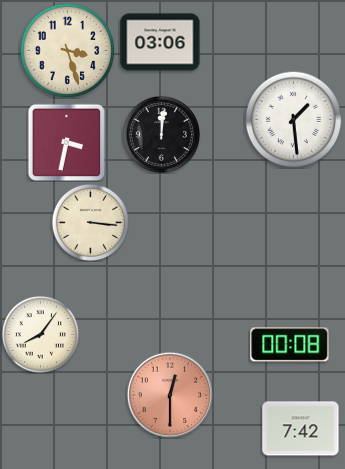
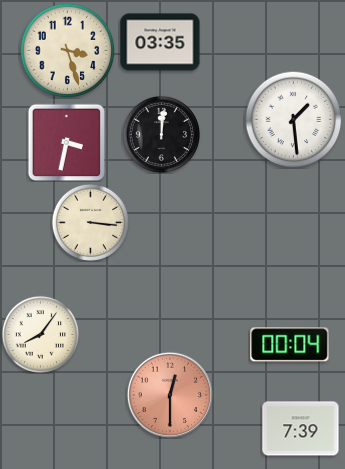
clock at (160, 42): 03:06 -> 03:35
clock at (290, 345): 00:08 -> 00:04
clock at (301, 429): 7:42 -> 7:39
